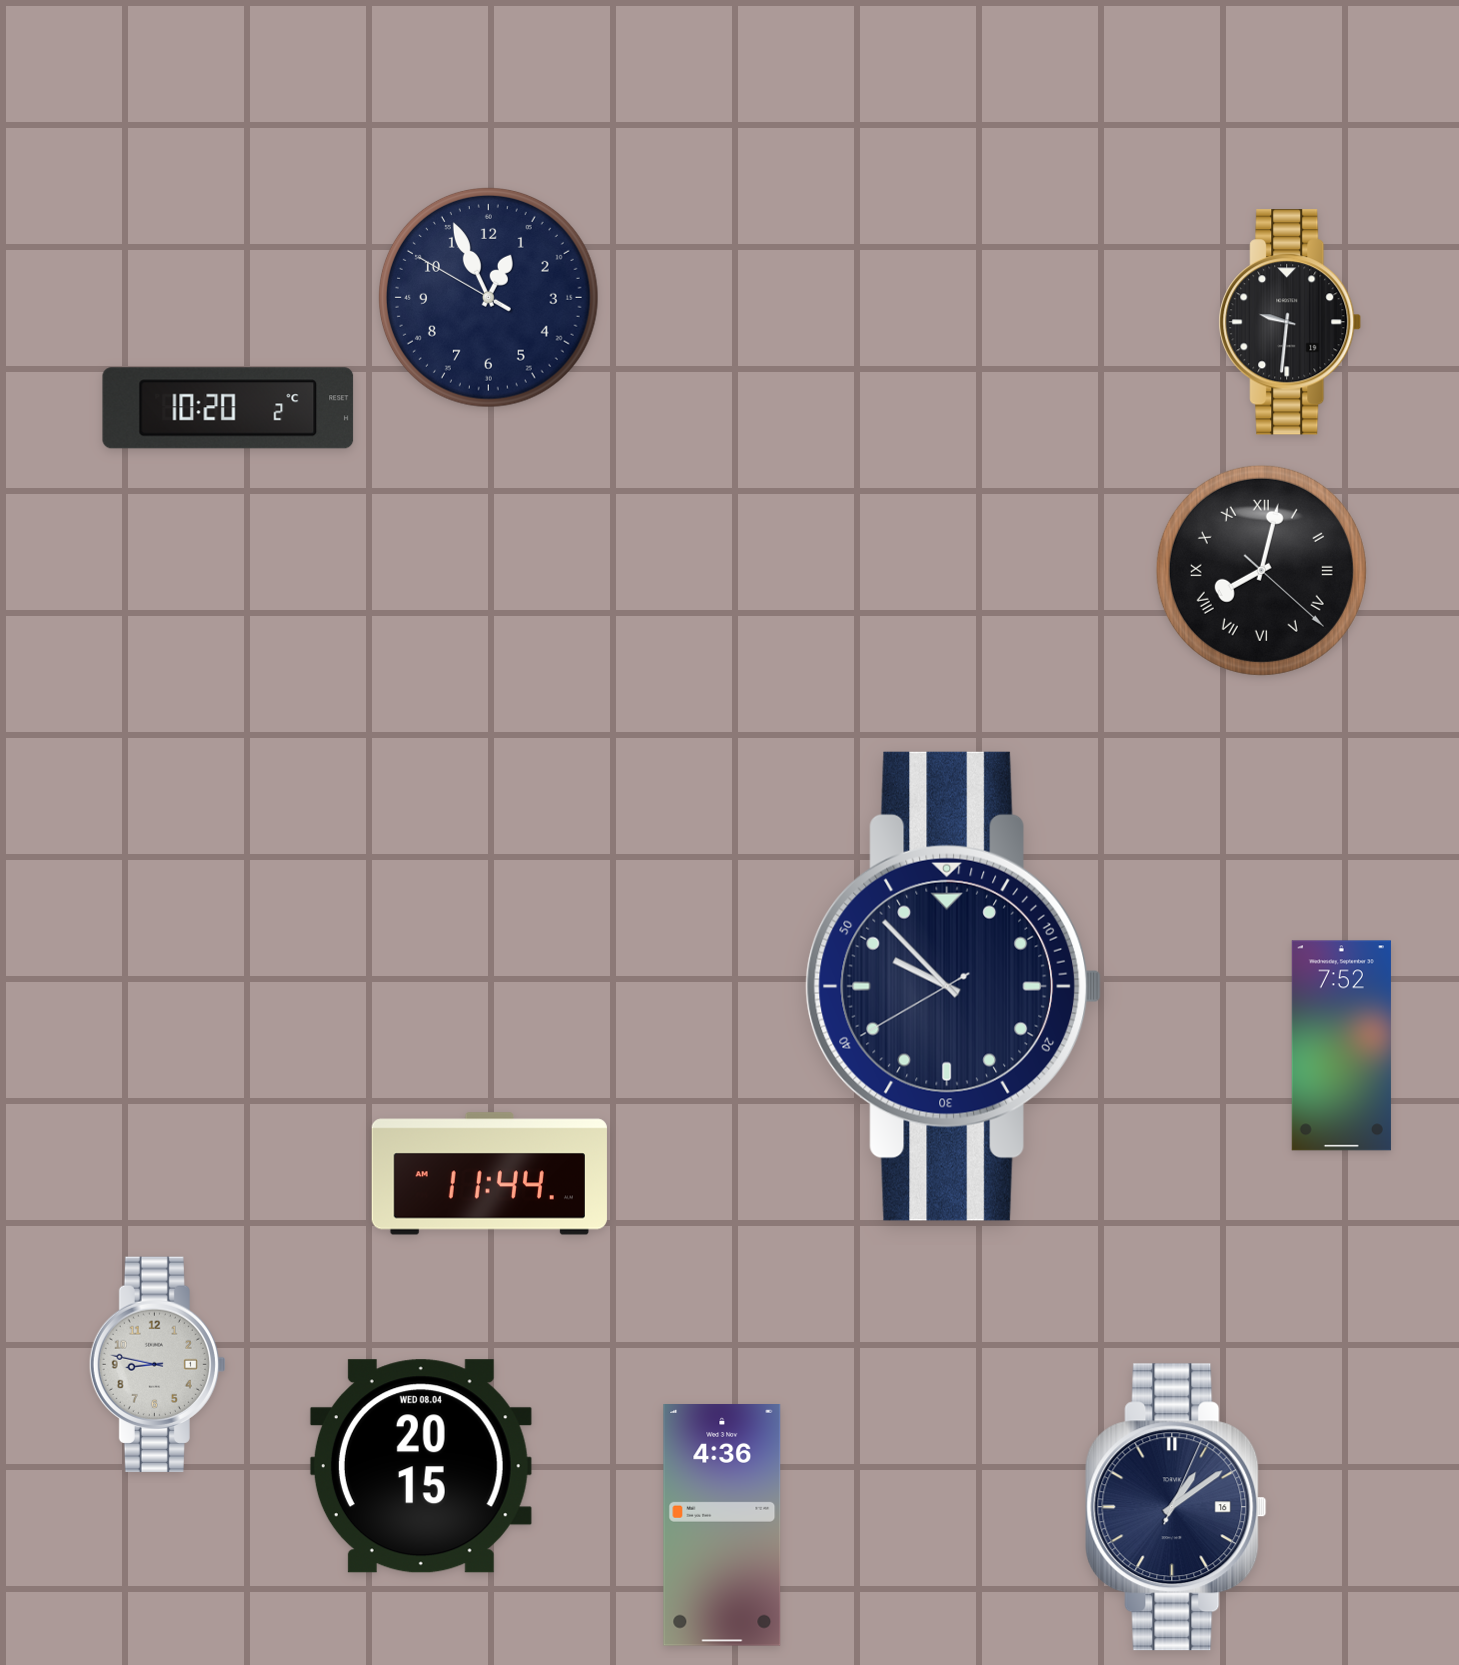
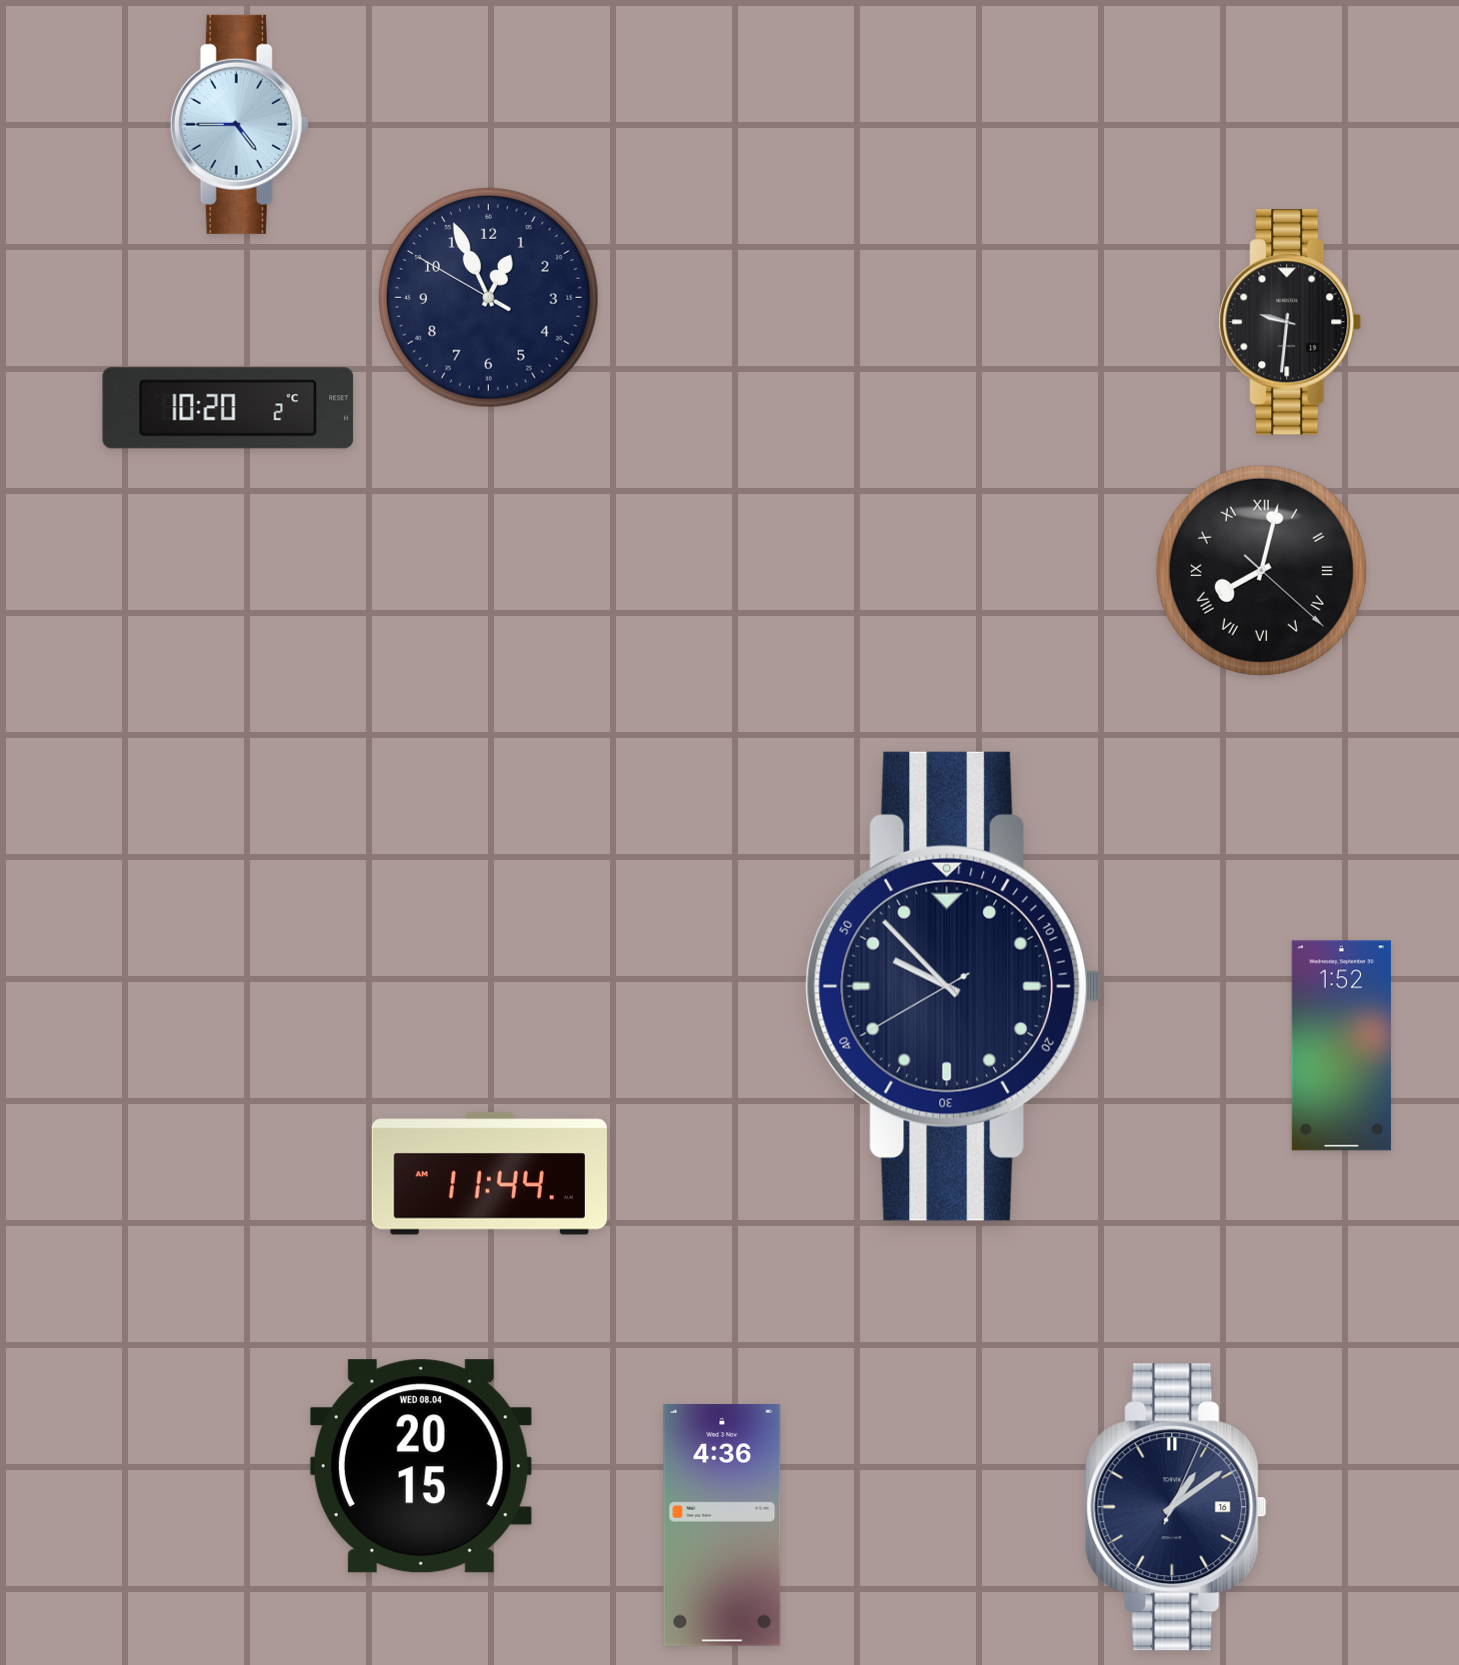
clock at (239, 124): none -> 4:45
clock at (1341, 1046): 7:52 -> 1:52
clock at (157, 1364): 8:47 -> none
